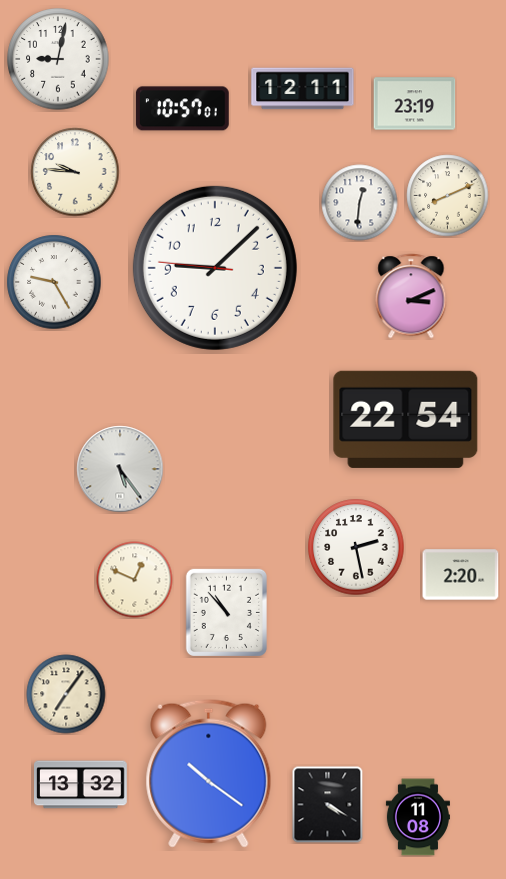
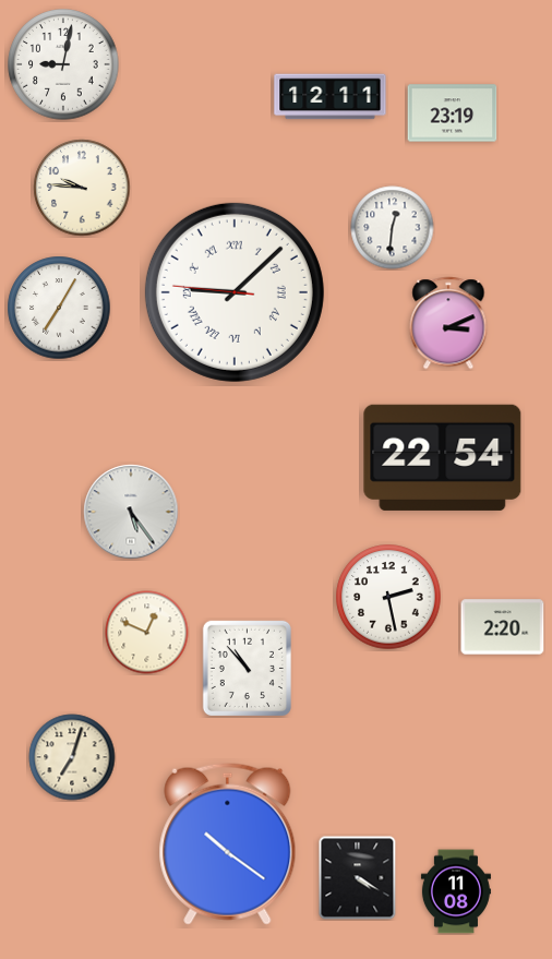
clock at (182, 109): 10:57 -> none
clock at (448, 196): 8:11 -> none
clock at (360, 203) position: (360, 203) -> (393, 228)
clock at (215, 268) numerals: Arabic -> Roman
clock at (54, 282): 9:25 -> 7:05
clock at (66, 694): 7:06 -> 7:03
clock at (81, 785): 13:32 -> none
